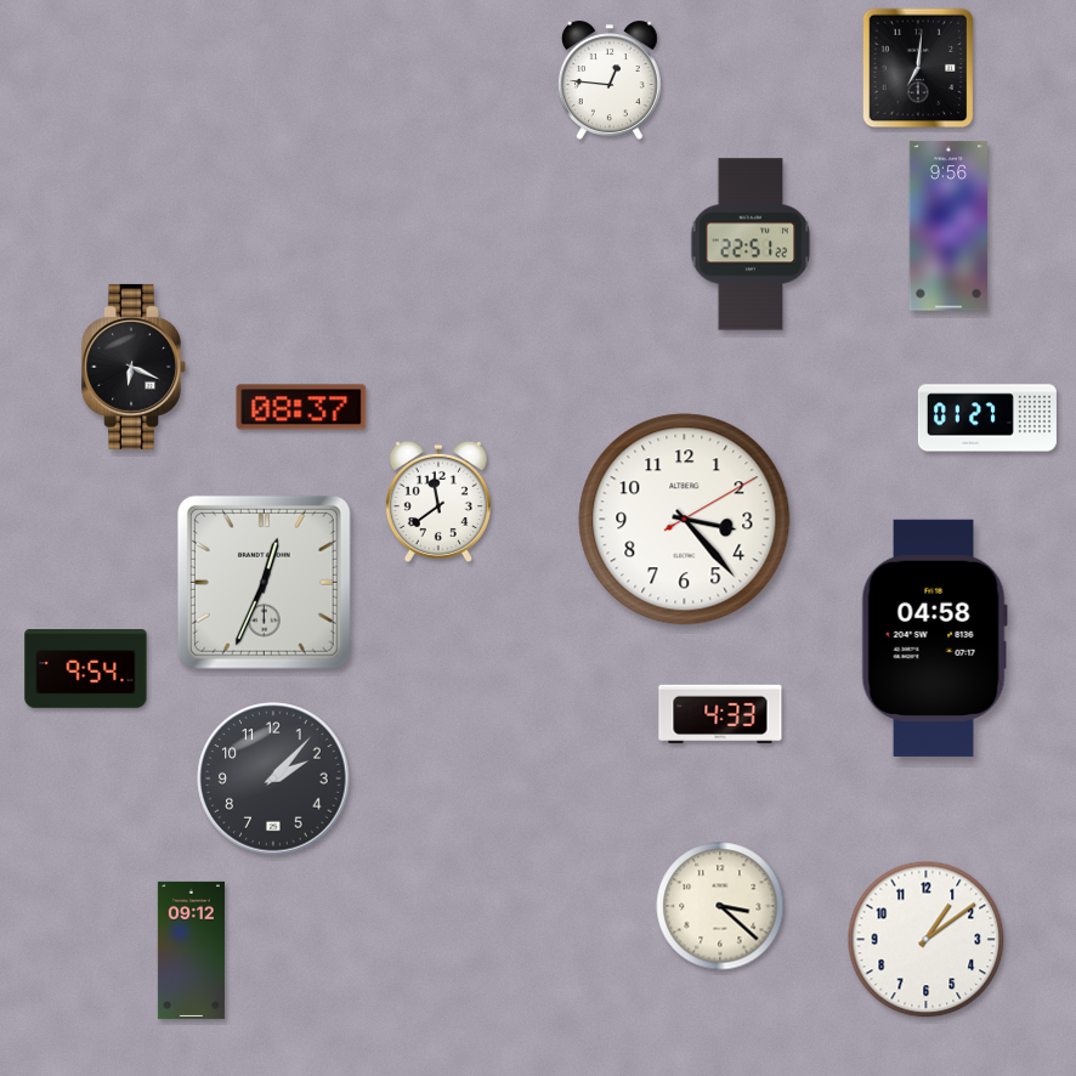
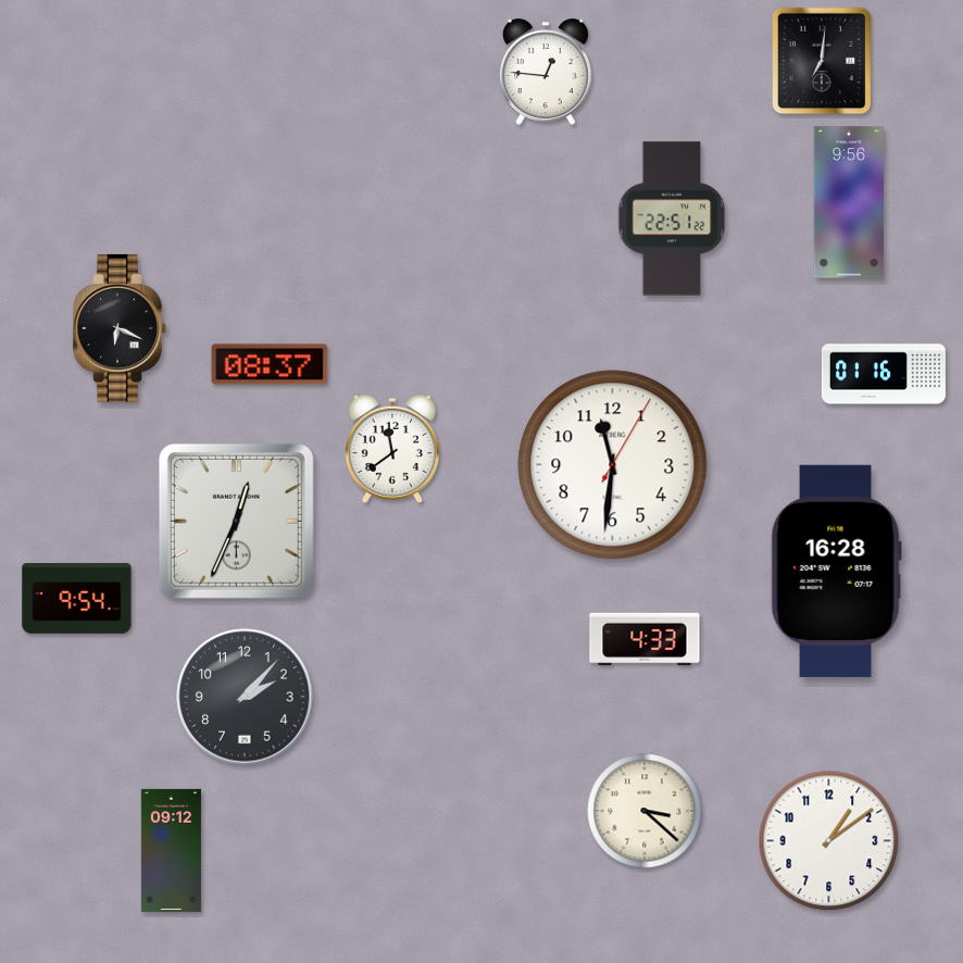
clock at (987, 418): 01:27 -> 01:16
clock at (685, 520): 3:23 -> 11:31
clock at (934, 638): 04:58 -> 16:28
